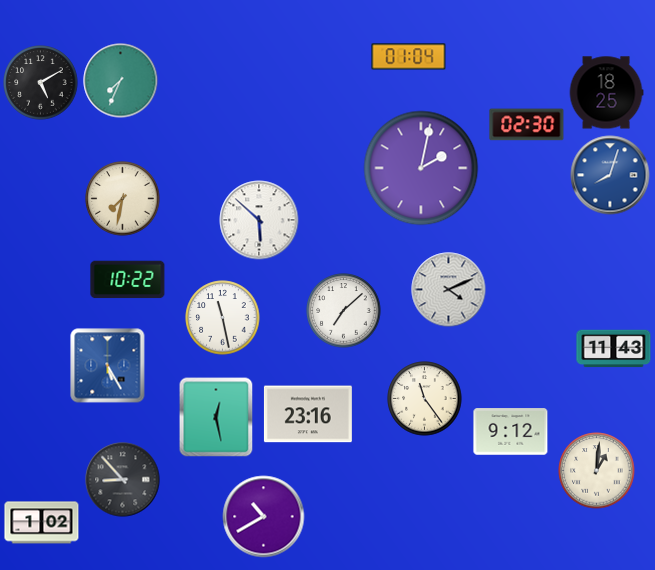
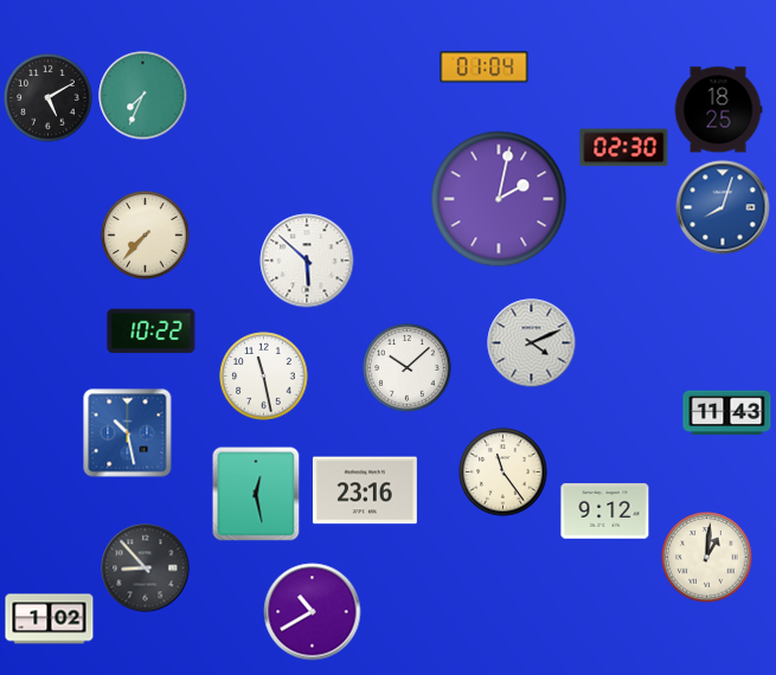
clock at (123, 199): 7:32 -> 7:37
clock at (344, 311): 7:08 -> 10:08
clock at (108, 366): 5:25 -> 10:28
